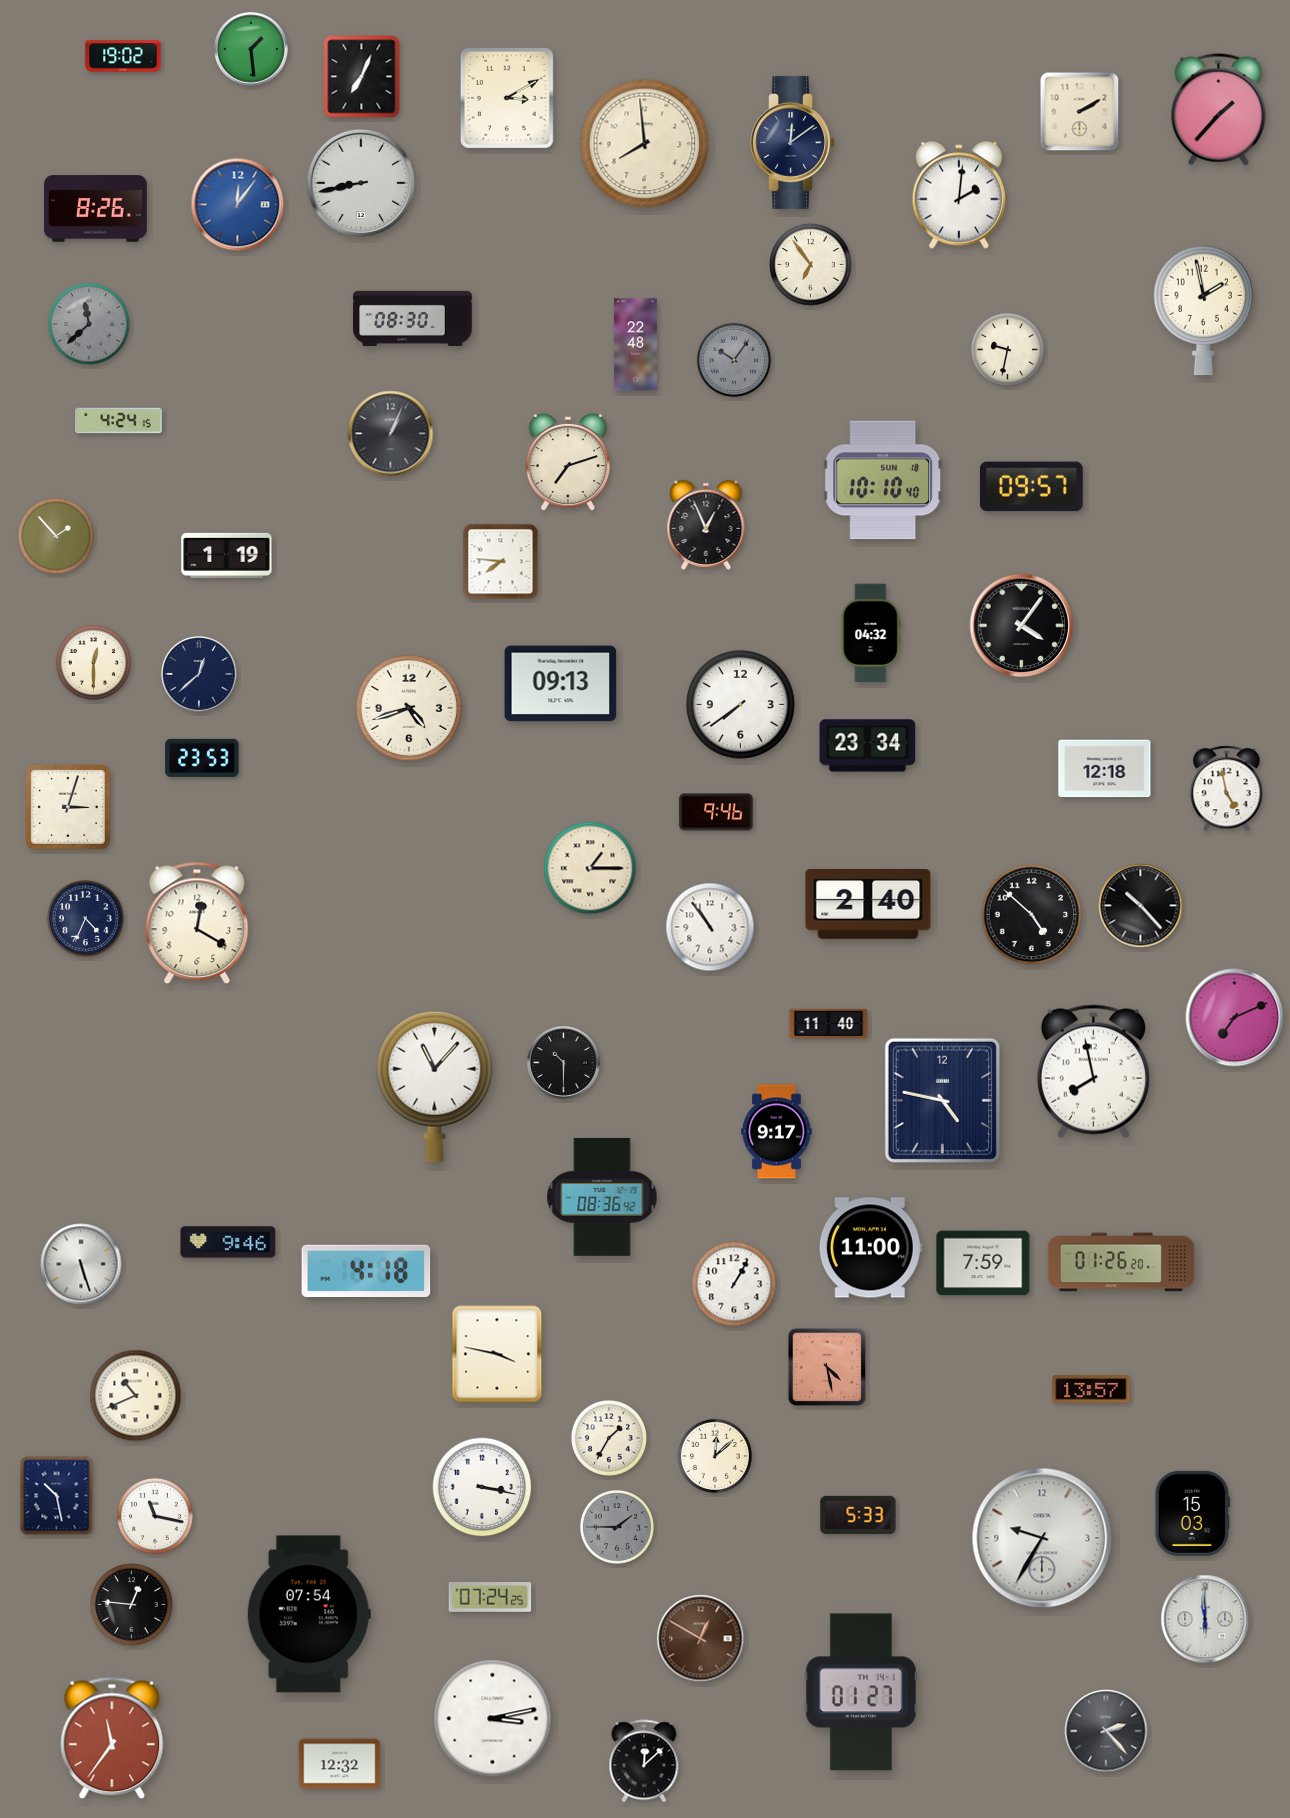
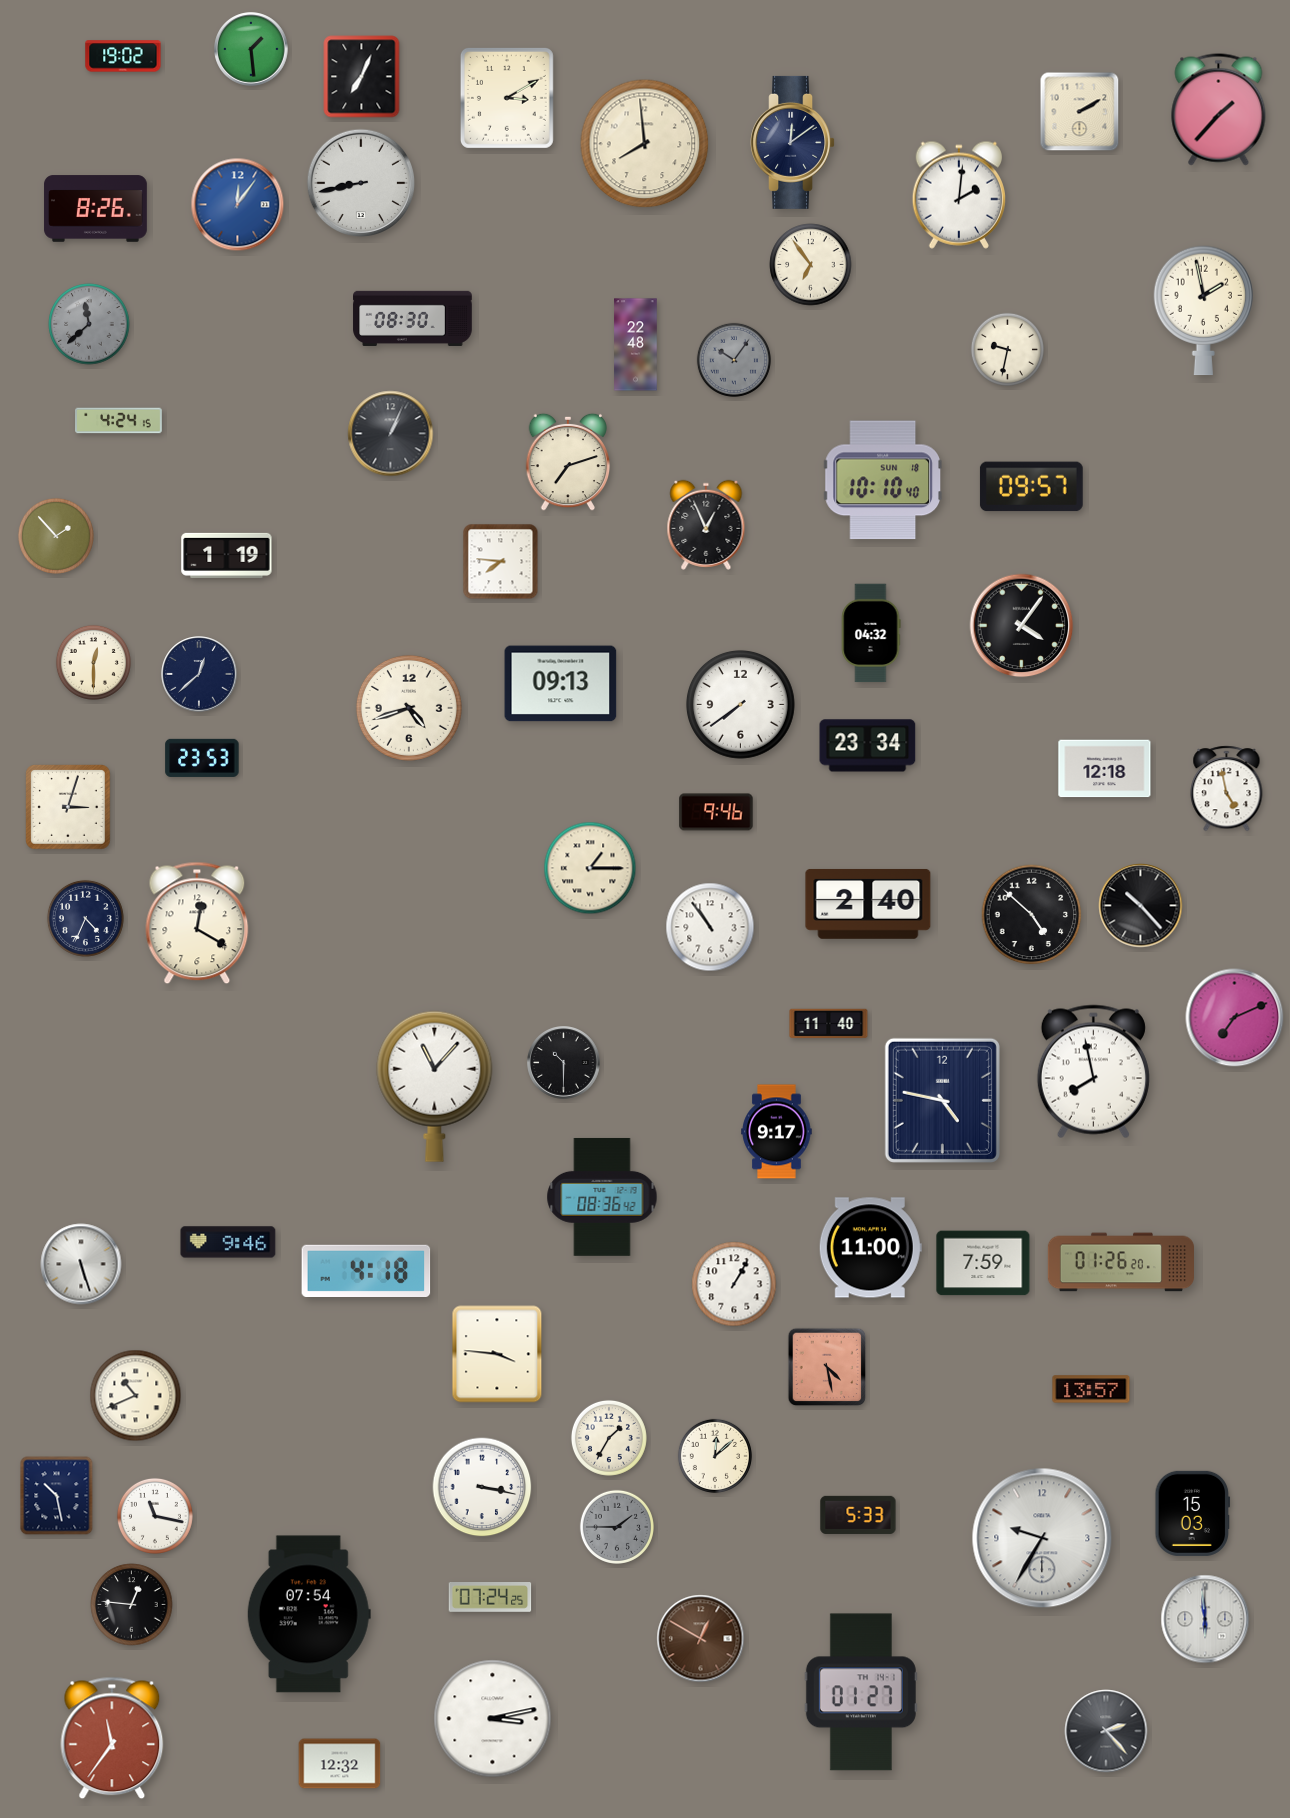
clock at (497, 1354): 3:47 -> 3:46
clock at (644, 1761): 12:08 -> none
